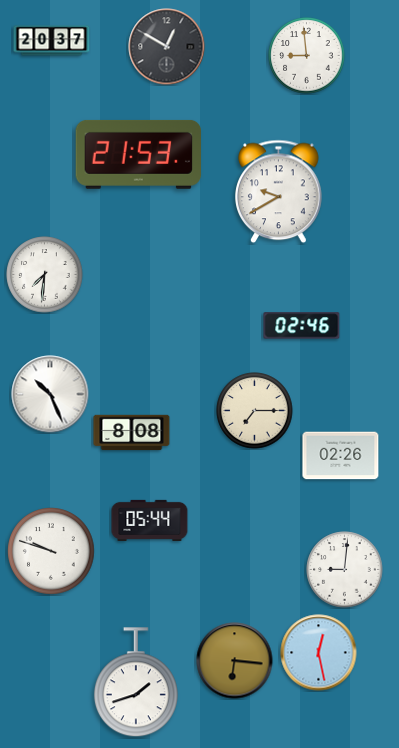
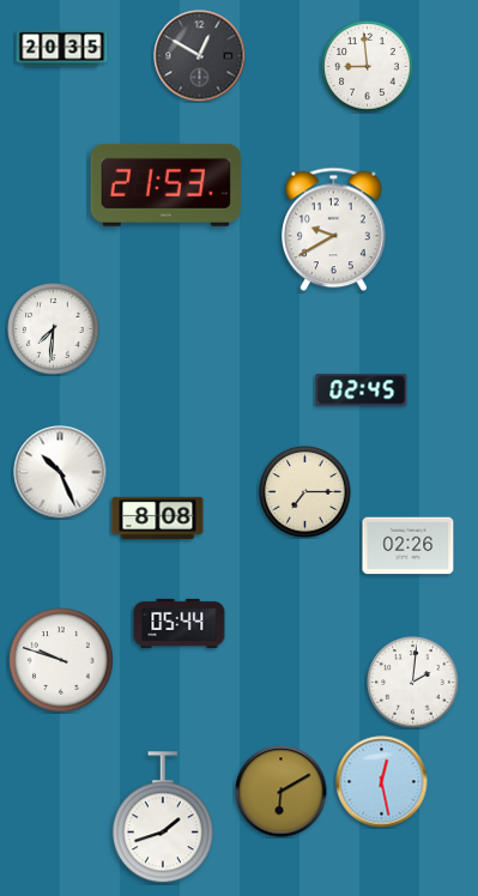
clock at (52, 41): 20:37 -> 20:35
clock at (302, 326): 02:46 -> 02:45
clock at (345, 570): 9:01 -> 2:01
clock at (235, 661): 6:16 -> 6:10
